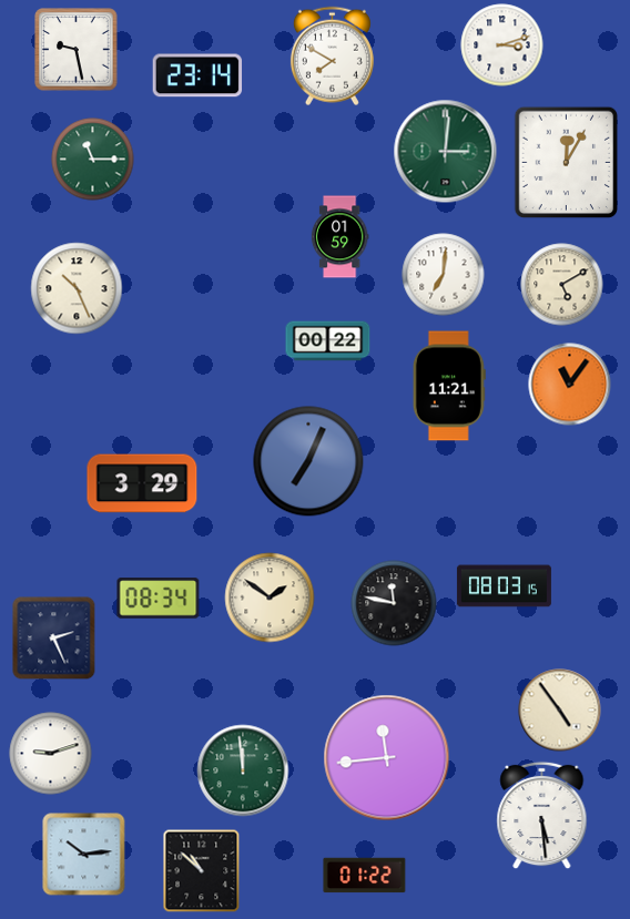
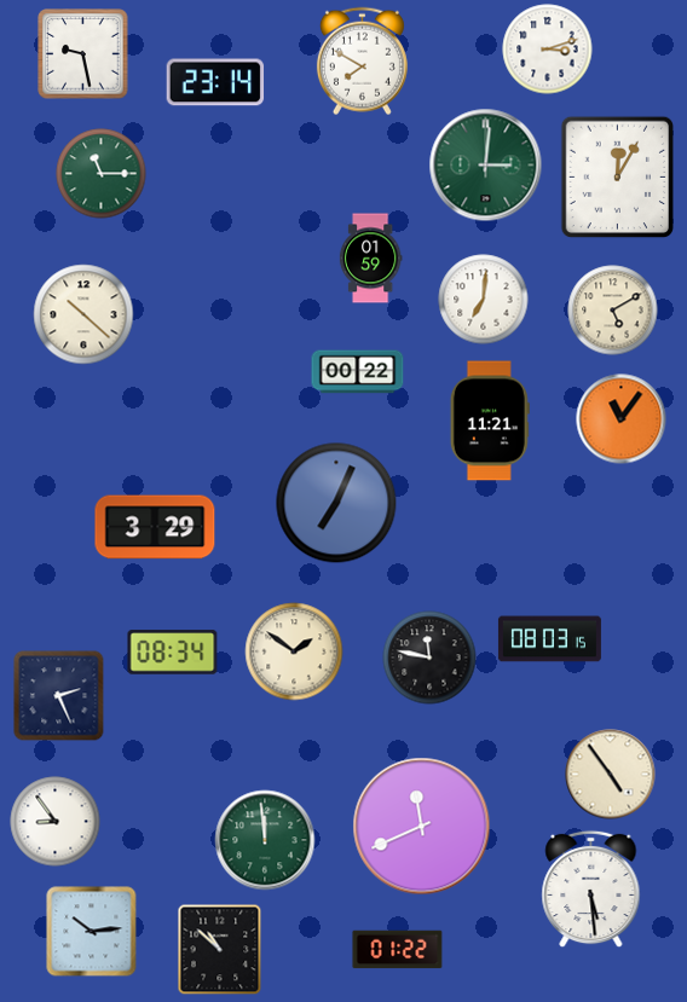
clock at (77, 288): 10:26 -> 10:22
clock at (51, 754): 9:12 -> 8:54
clock at (387, 758): 11:44 -> 11:41
clock at (365, 876) position: (365, 876) -> (398, 950)
